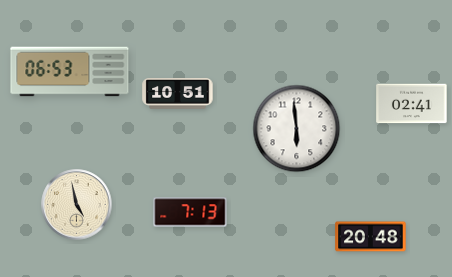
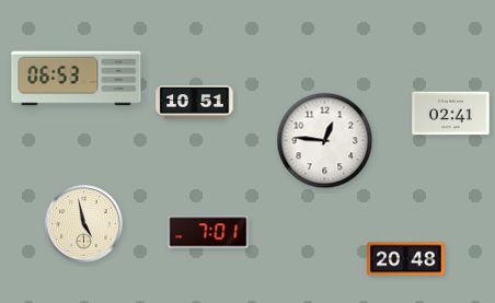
clock at (297, 129): 5:59 -> 12:46
clock at (190, 212): 7:13 -> 7:01
